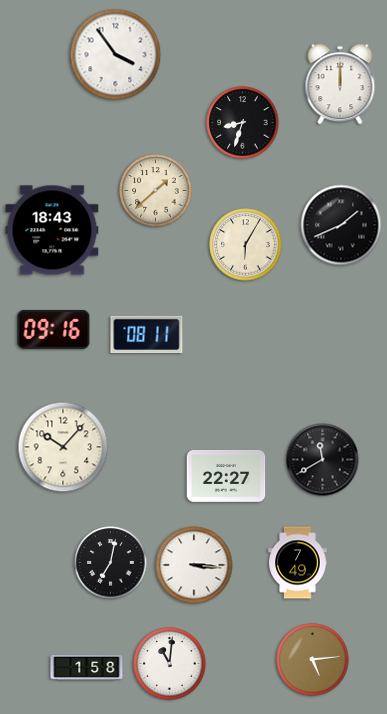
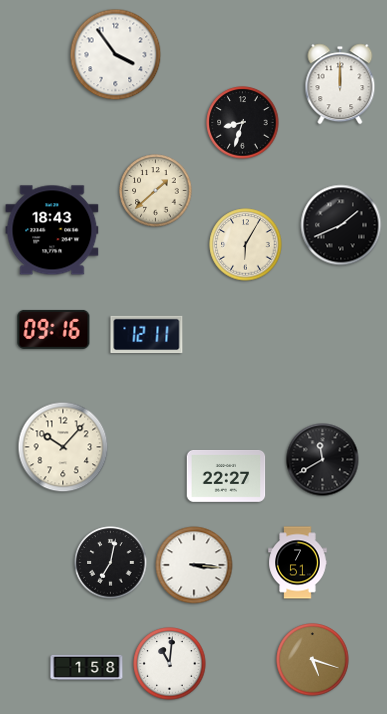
clock at (147, 335): 08:11 -> 12:11
clock at (298, 563): 7:49 -> 7:51
clock at (313, 660): 5:14 -> 5:18
